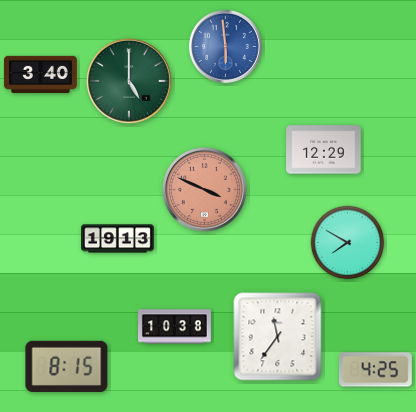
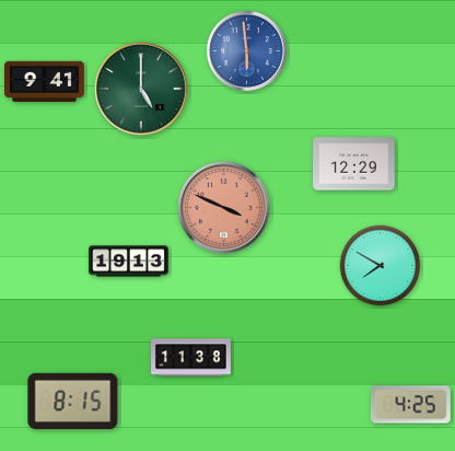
clock at (41, 74): 3:40 -> 9:41
clock at (175, 327): 10:38 -> 11:38
clock at (278, 337): 11:36 -> none
